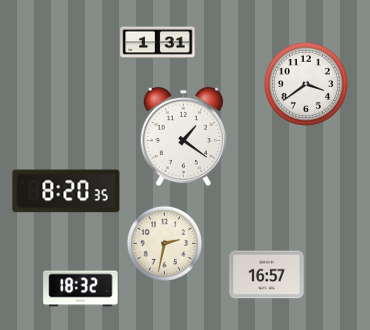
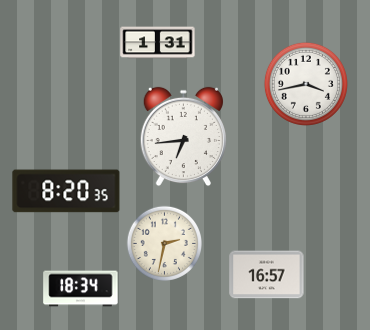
clock at (306, 84): 3:39 -> 3:43
clock at (183, 137): 1:21 -> 6:44
clock at (81, 289): 18:32 -> 18:34
